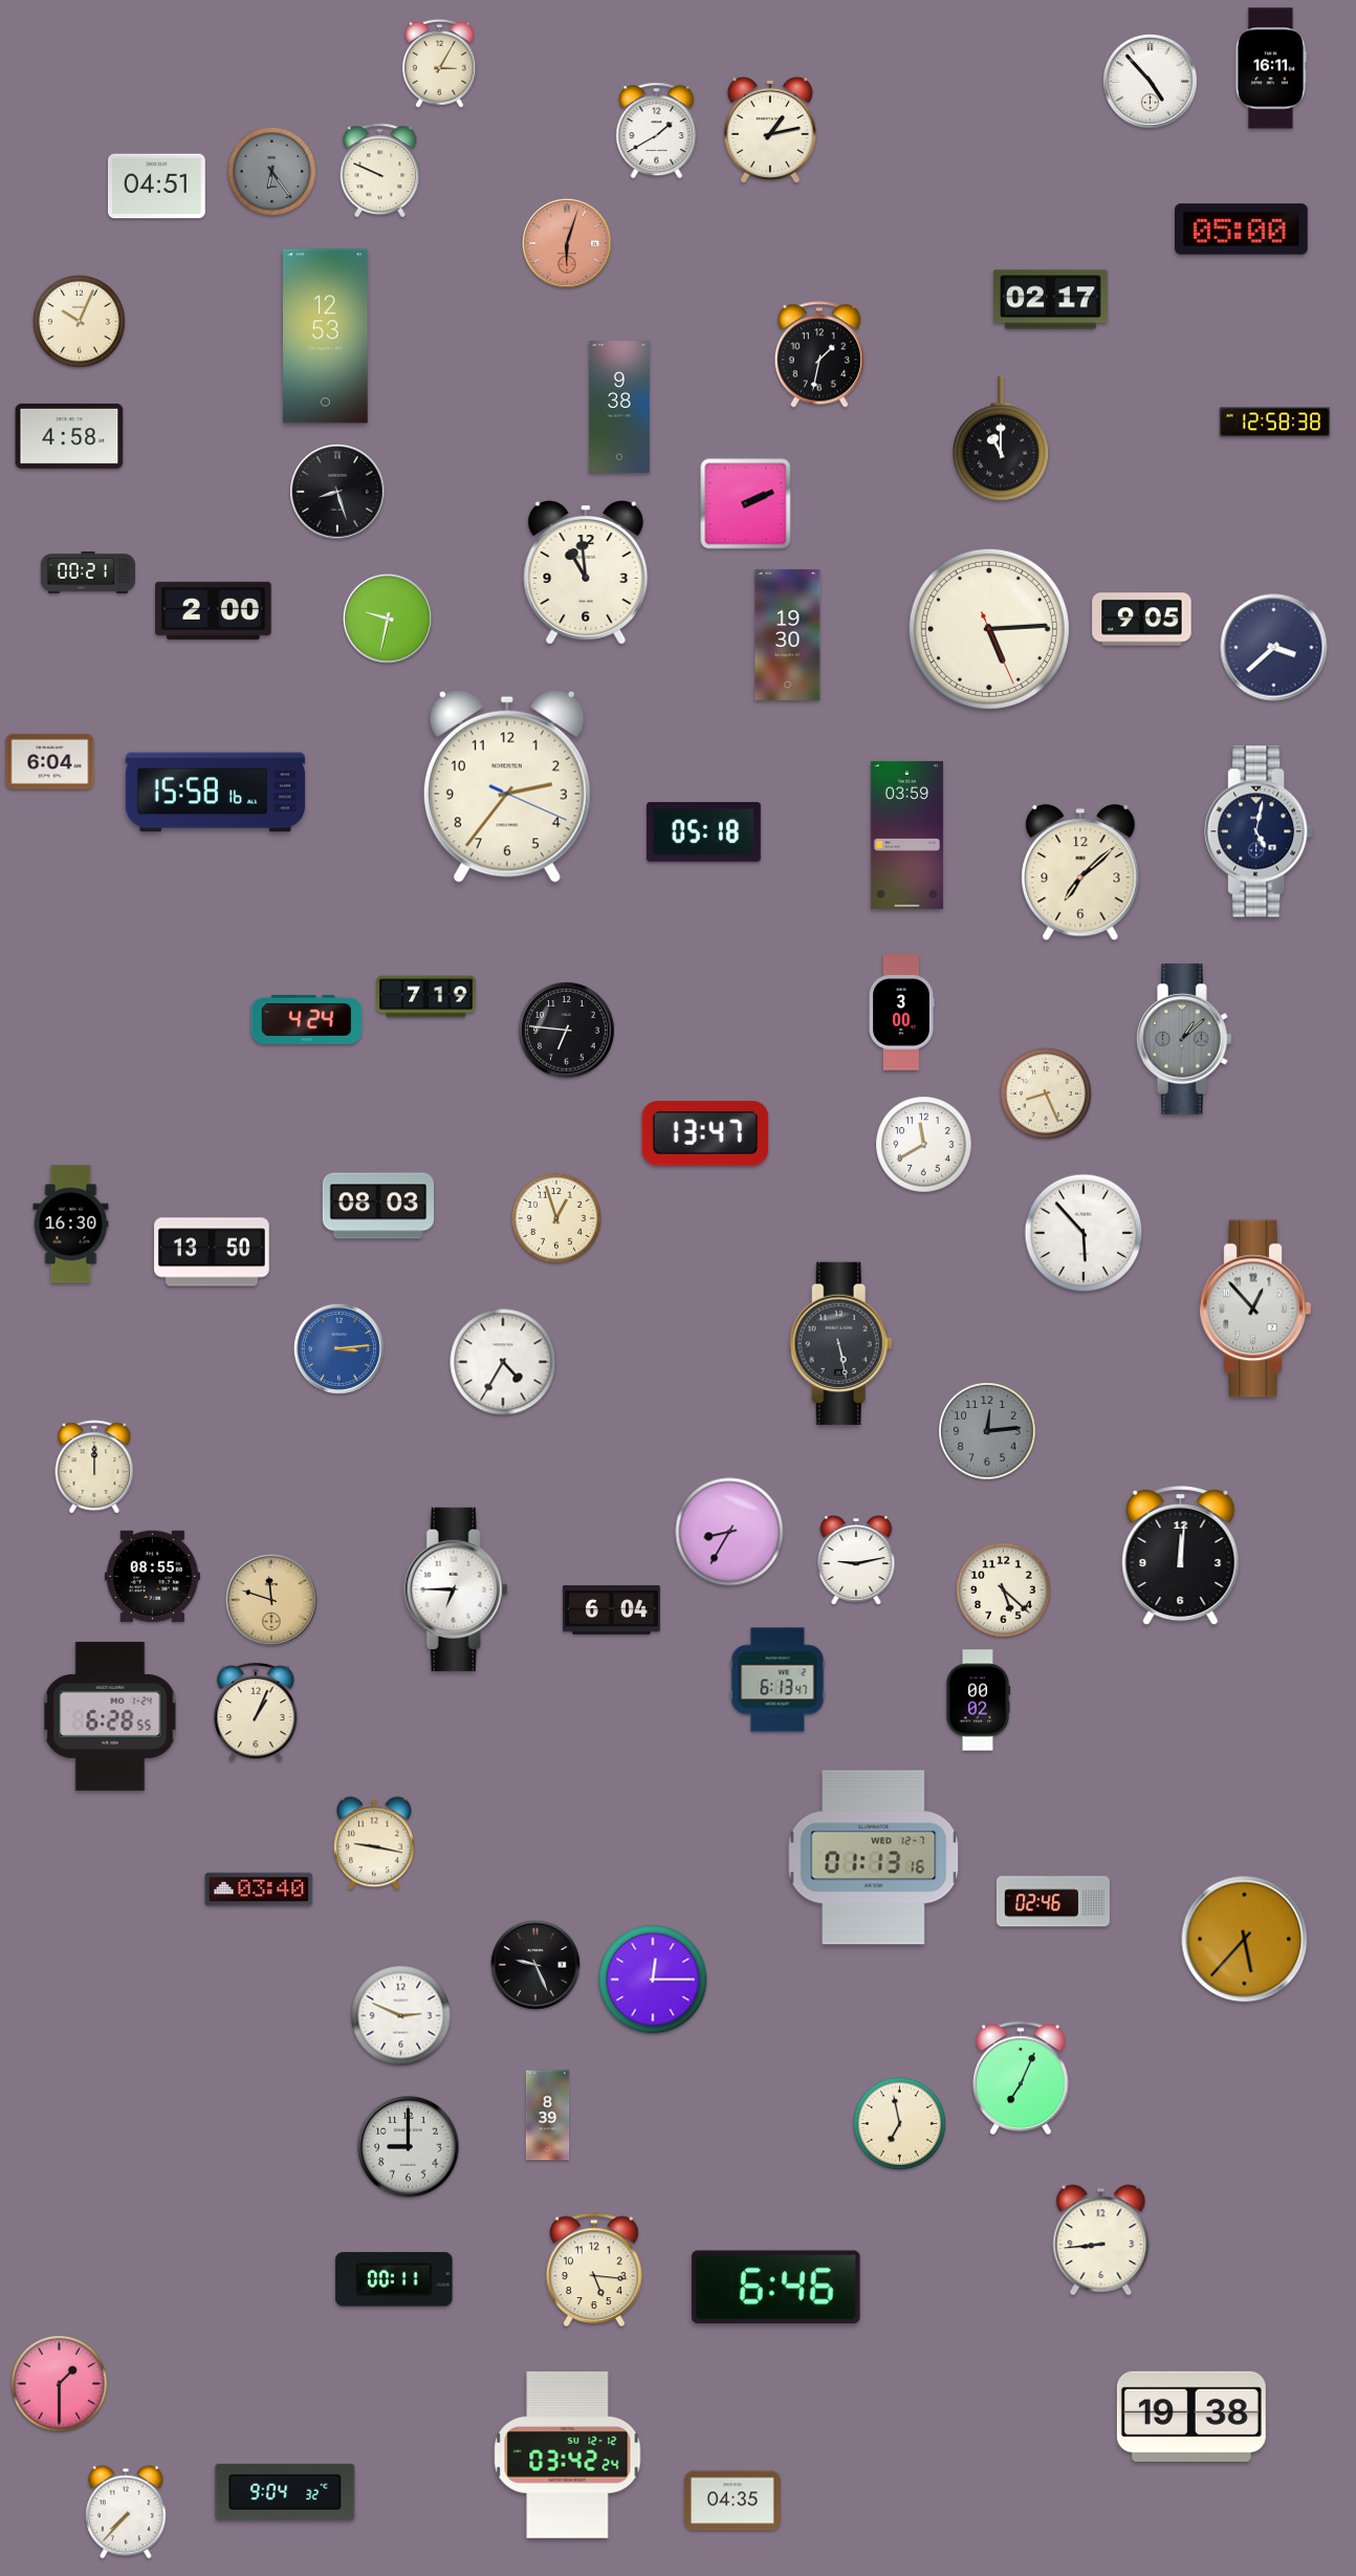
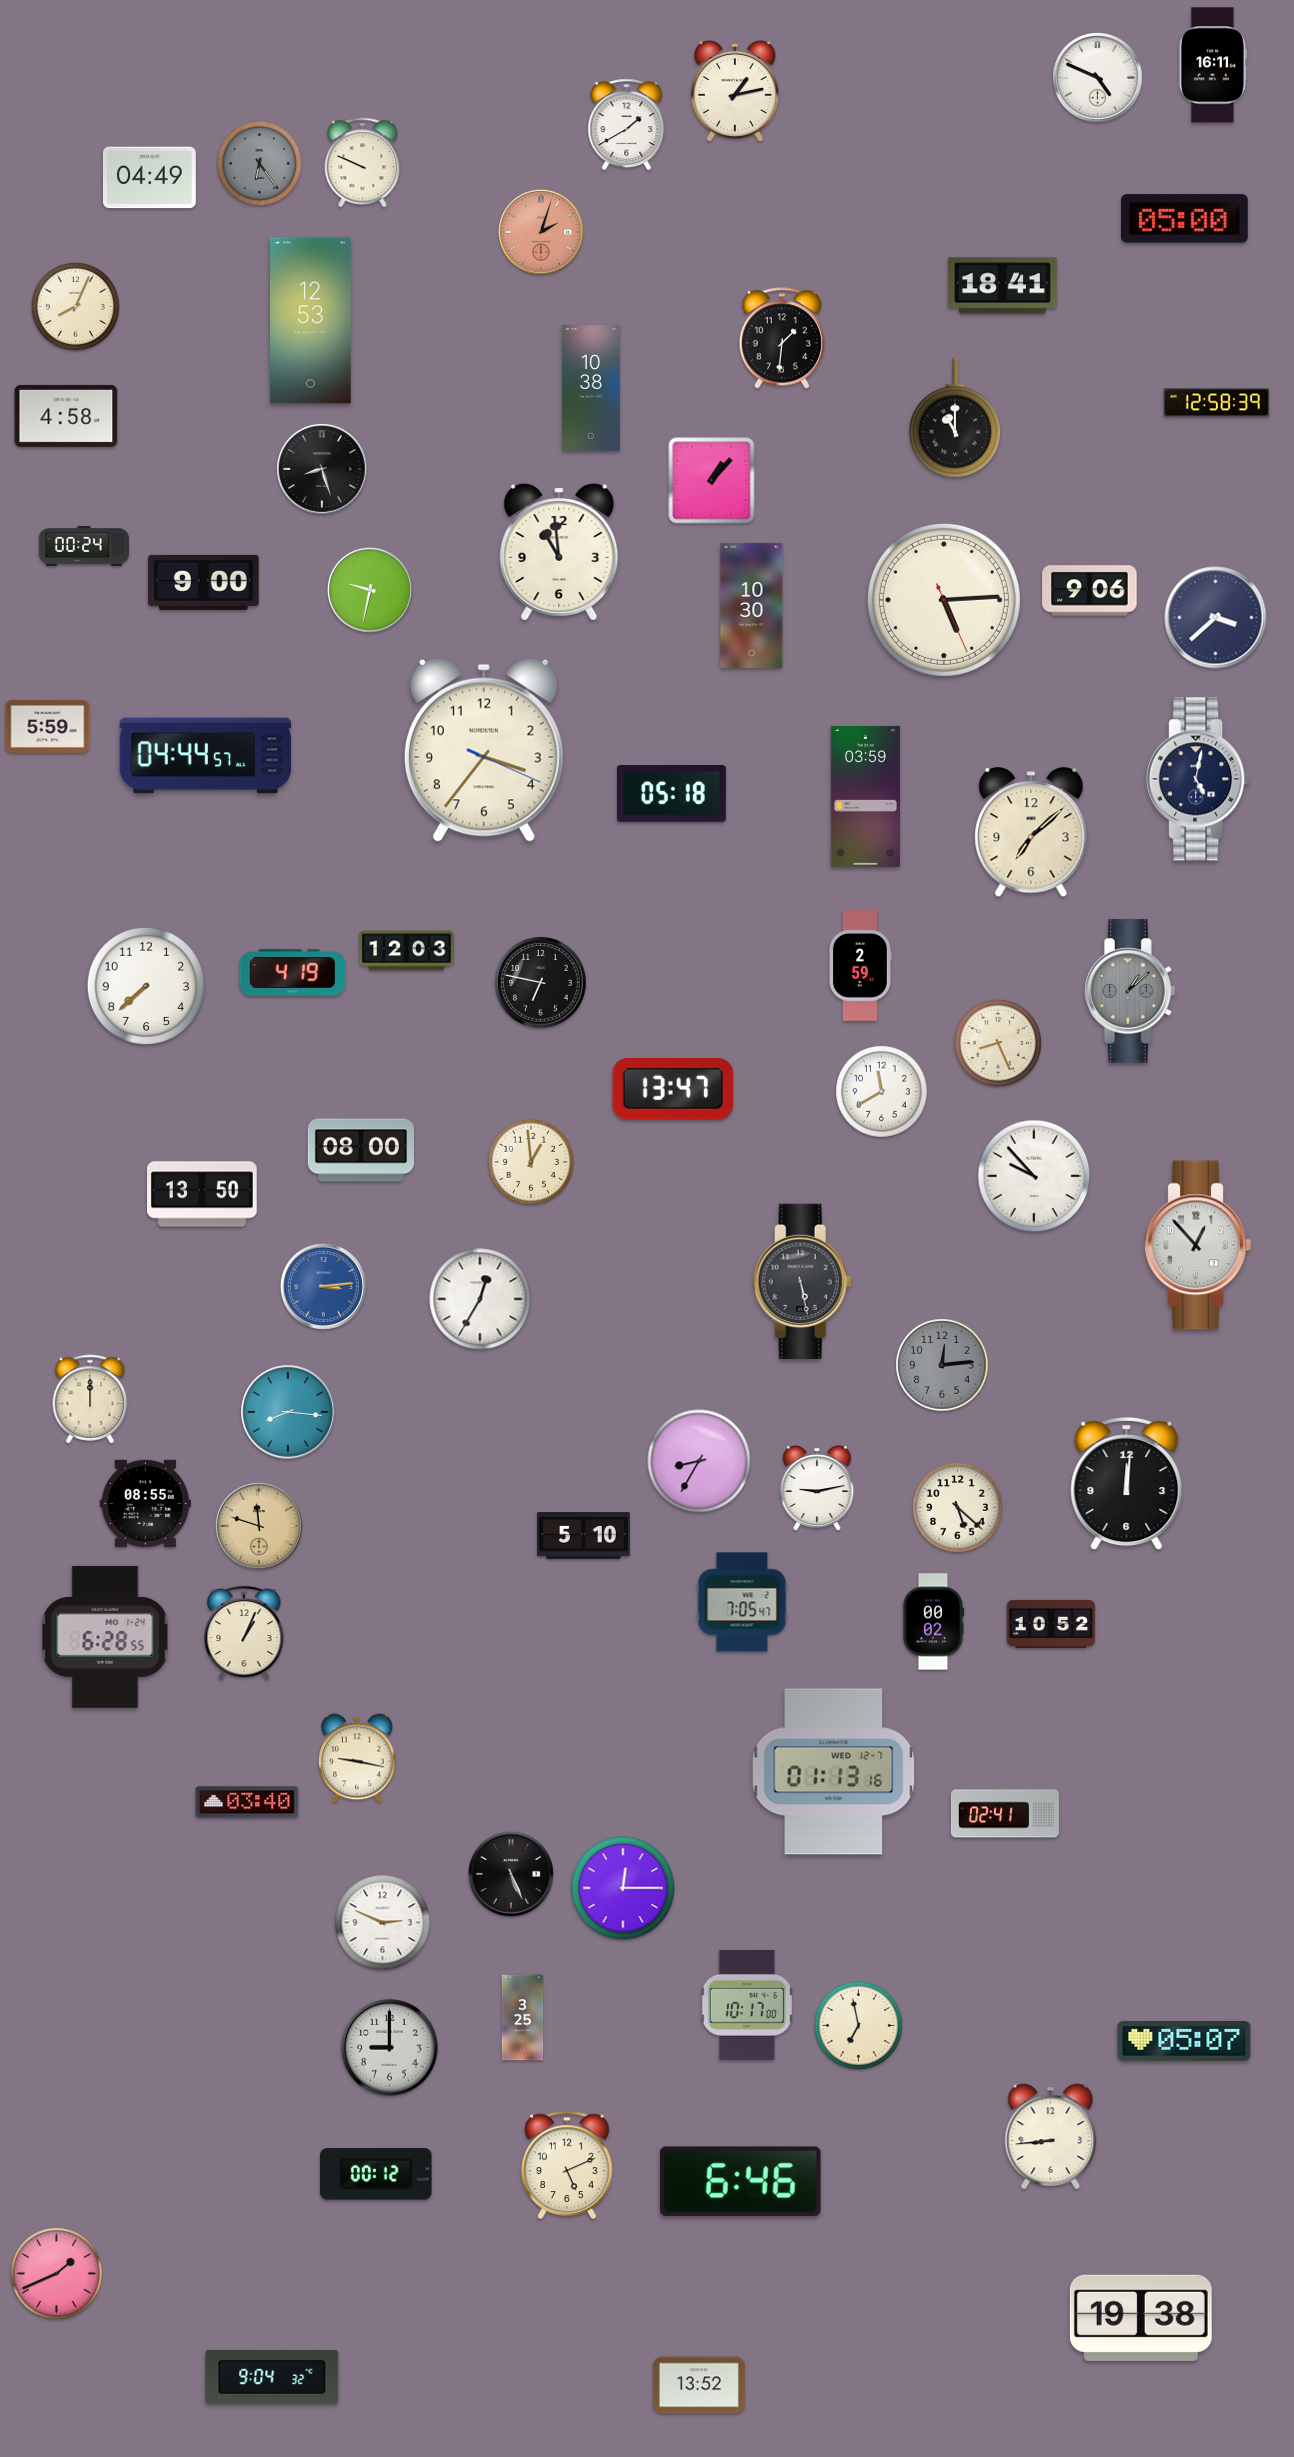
clock at (439, 63): 3:05 -> none
clock at (1151, 82): 4:53 -> 4:49
clock at (770, 130) position: (770, 130) -> (735, 91)
clock at (157, 187): 04:51 -> 04:49
clock at (567, 243): 6:03 -> 2:03
clock at (1050, 300): 02:17 -> 18:41
clock at (79, 321): 10:04 -> 8:04
clock at (819, 354): 1:32 -> 1:31
clock at (619, 408): 9:38 -> 10:38
clock at (1275, 423): 12:58:38 -> 12:58:39
clock at (746, 504): 2:11 -> 1:07
clock at (87, 572): 00:21 -> 00:24
clock at (586, 573) position: (586, 573) -> (559, 553)
clock at (214, 610): 2:00 -> 9:00
clock at (1142, 620): 9:05 -> 9:06
clock at (788, 634): 19:30 -> 10:30
clock at (50, 761): 6:04 -> 5:59
clock at (507, 786): 2:36 -> 3:36
clock at (216, 793): 15:58 -> 04:44
clock at (1259, 831) position: (1259, 831) -> (1198, 779)
clock at (427, 997): 7:19 -> 12:03
clock at (901, 1013): 3:00 -> 2:59
clock at (307, 1020): 4:24 -> 4:19
clock at (567, 1031): 6:46 -> 6:47
clock at (146, 986): none -> 7:38
clock at (705, 1133) position: (705, 1133) -> (673, 1089)
clock at (377, 1206): 08:03 -> 08:00
clock at (556, 1218): 12:57 -> 12:59
clock at (71, 1225): 16:30 -> none
clock at (1084, 1233): 5:53 -> 9:53
clock at (1255, 1308) position: (1255, 1308) -> (1198, 1245)
clock at (503, 1362): 4:35 -> 12:35
clock at (288, 1412): none -> 8:16
clock at (729, 1532) position: (729, 1532) -> (699, 1461)
clock at (456, 1589): 6:45 -> none
clock at (1004, 1590) position: (1004, 1590) -> (958, 1508)
clock at (612, 1610): 6:04 -> 5:10
clock at (778, 1680): 6:13 -> 7:05
clock at (1051, 1624): none -> 10:52
clock at (1053, 1900): 02:46 -> 02:41
clock at (1245, 1940): 5:37 -> none
clock at (535, 1965): 9:26 -> 5:26
clock at (1021, 2078): 7:04 -> none
clock at (747, 2005): none -> 10:17
clock at (548, 2116): 8:39 -> 3:25
clock at (1184, 2041): none -> 05:07
clock at (594, 2270): 5:16 -> 5:11
clock at (394, 2279): 00:11 -> 00:12
clock at (60, 2384): 1:30 -> 1:41
clock at (1191, 2417) position: (1191, 2417) -> (1141, 2318)
clock at (568, 2454): 03:42 -> none
clock at (732, 2501): 04:35 -> 13:52
clock at (127, 2512): 7:37 -> none
